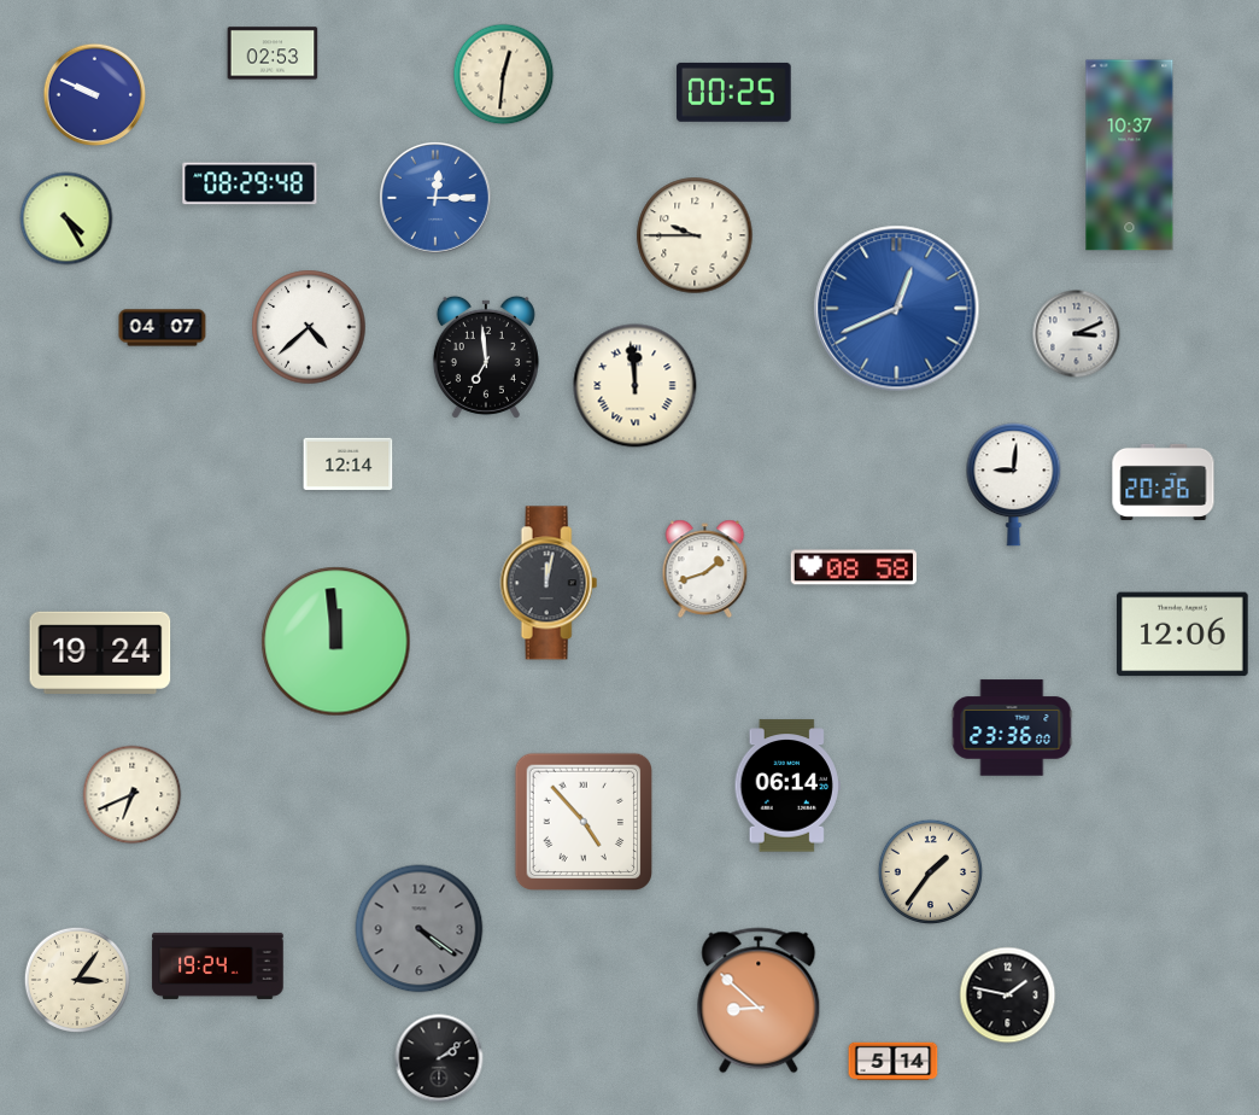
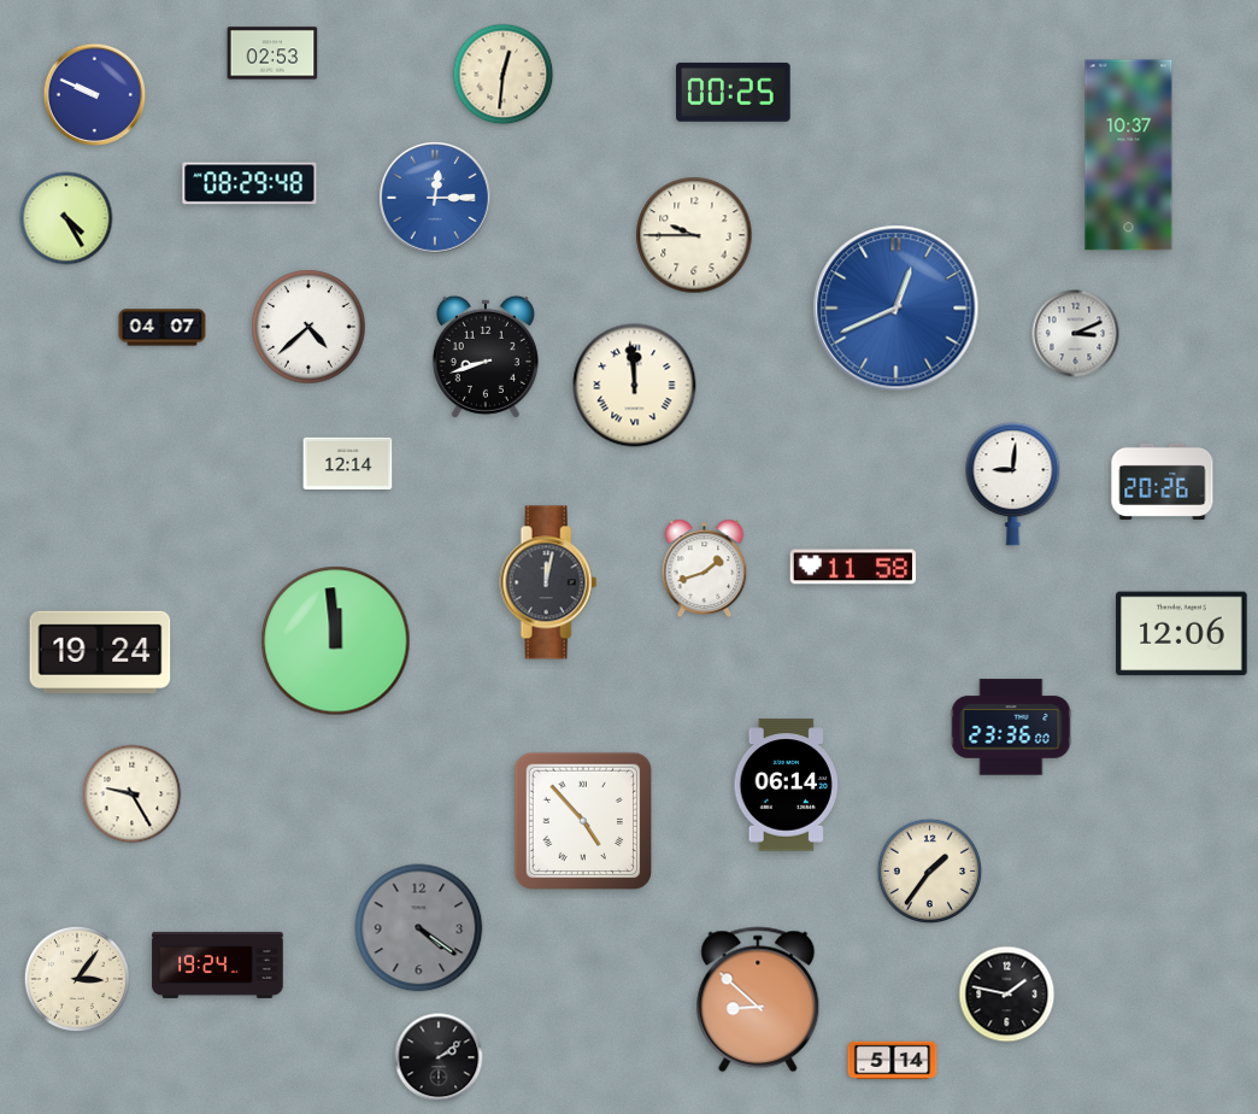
clock at (486, 357): 6:59 -> 8:42
clock at (854, 567): 08:58 -> 11:58
clock at (133, 795): 6:41 -> 9:25
